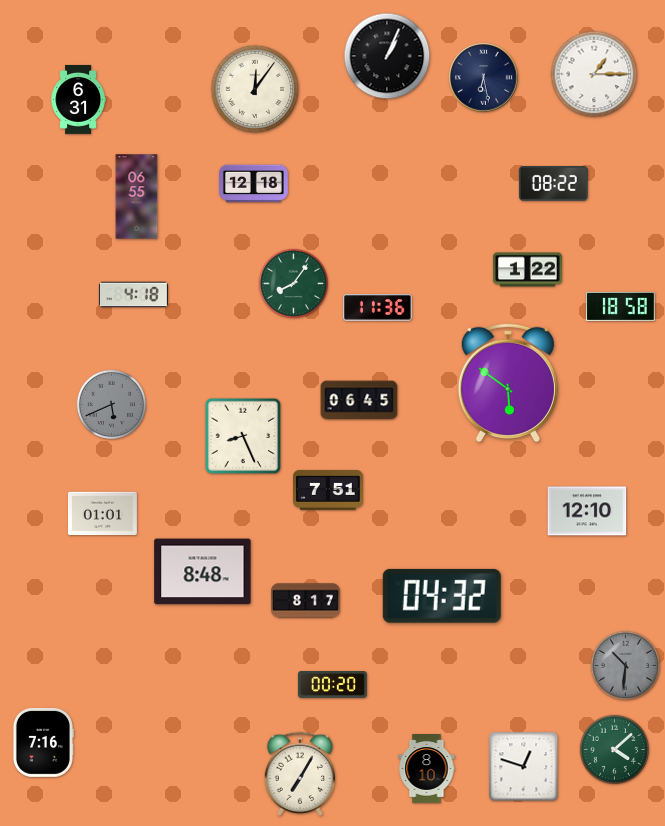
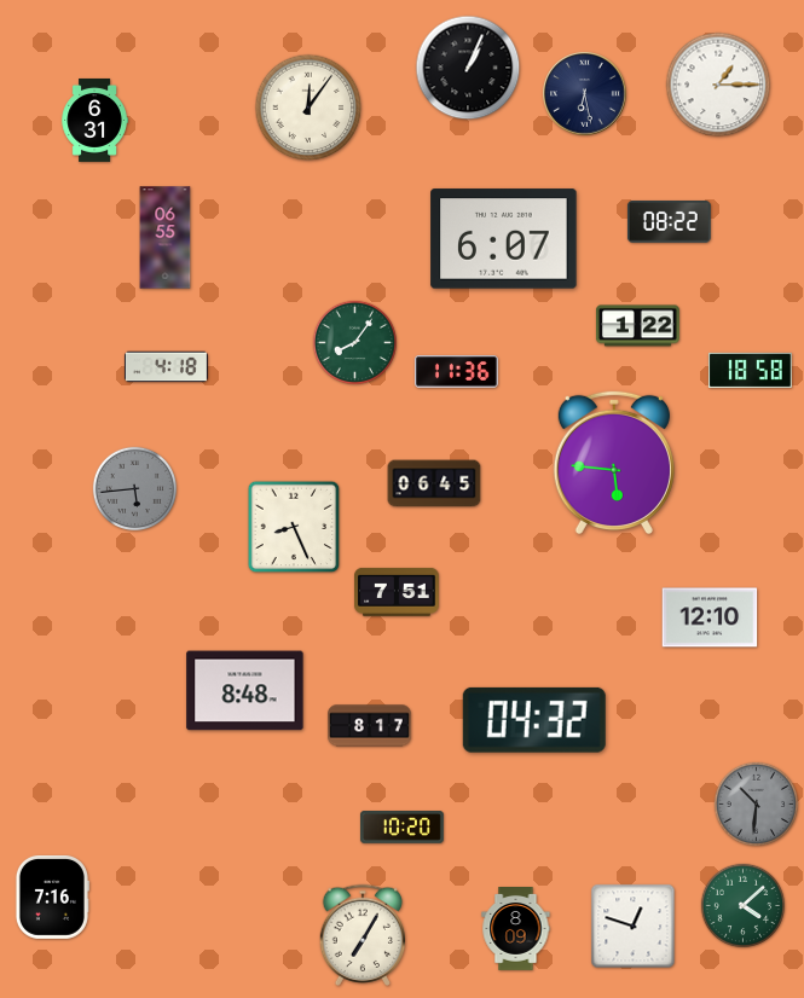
clock at (594, 74) position: (594, 74) -> (718, 85)
clock at (254, 184): 12:18 -> none
clock at (504, 239): none -> 6:07
clock at (133, 295) position: (133, 295) -> (166, 367)
clock at (508, 383): 5:51 -> 5:46
clock at (111, 404): 5:41 -> 5:44
clock at (102, 514): 01:01 -> none
clock at (332, 685): 00:20 -> 10:20
clock at (427, 769): 8:10 -> 8:09
